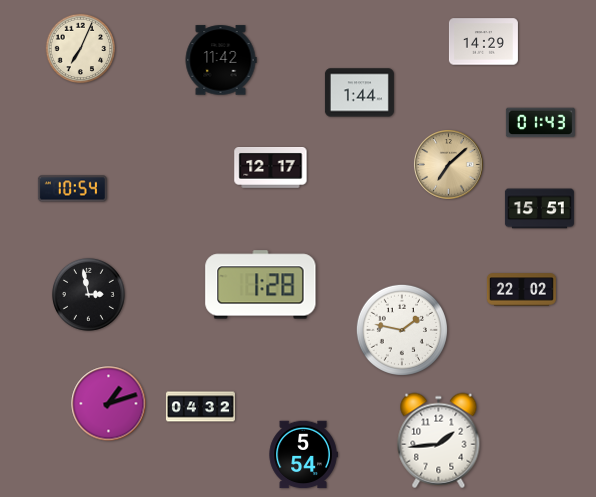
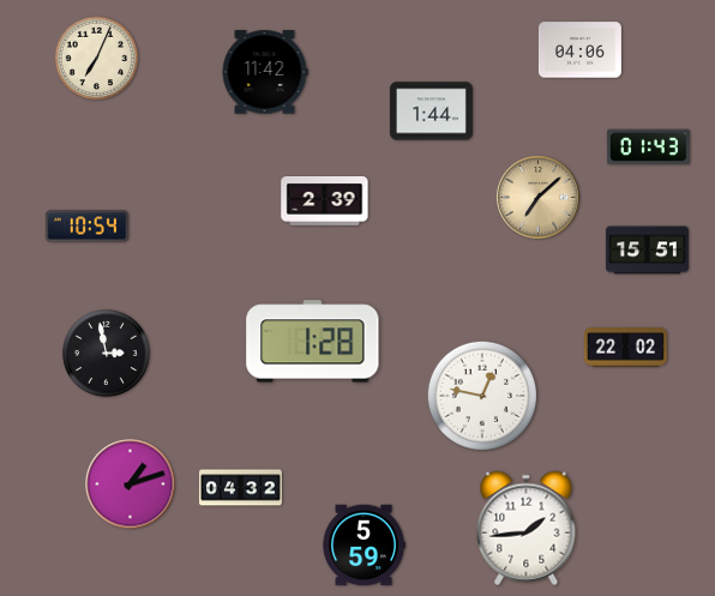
clock at (483, 42): 14:29 -> 04:06
clock at (271, 168): 12:17 -> 2:39
clock at (402, 330): 1:47 -> 12:47
clock at (303, 455): 5:54 -> 5:59
